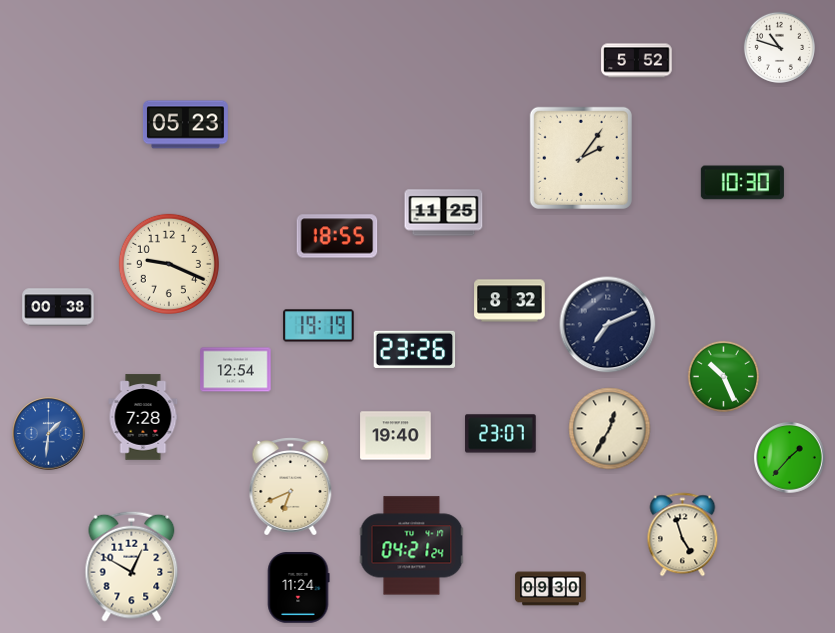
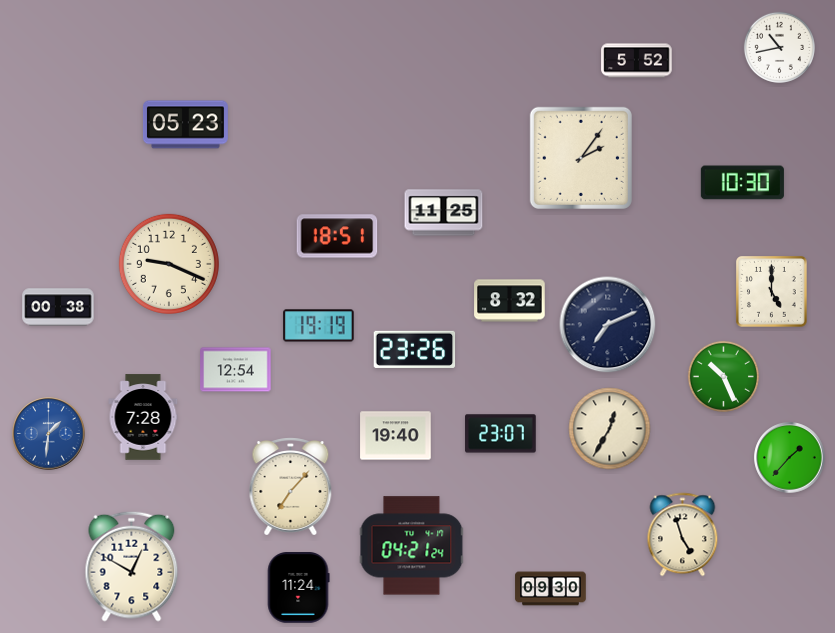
clock at (779, 47): 10:48 -> 10:43
clock at (337, 236): 18:55 -> 18:51
clock at (772, 292): none -> 5:00
clock at (291, 487): 6:41 -> 7:07
